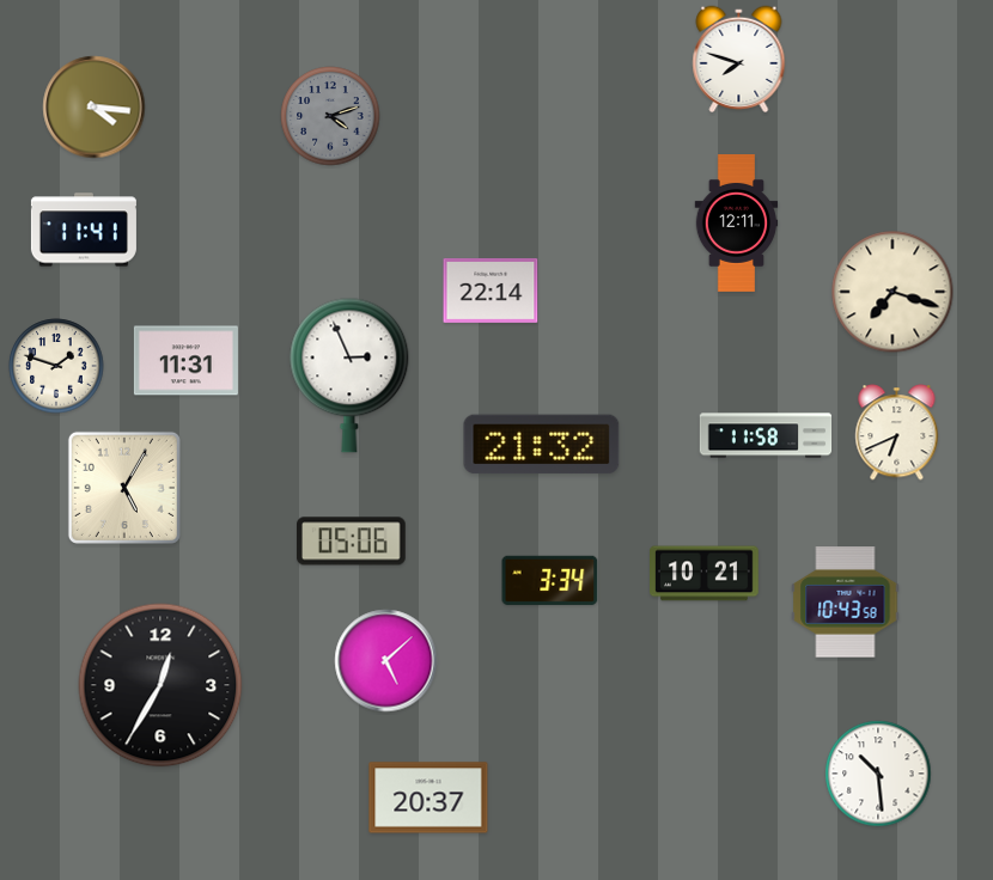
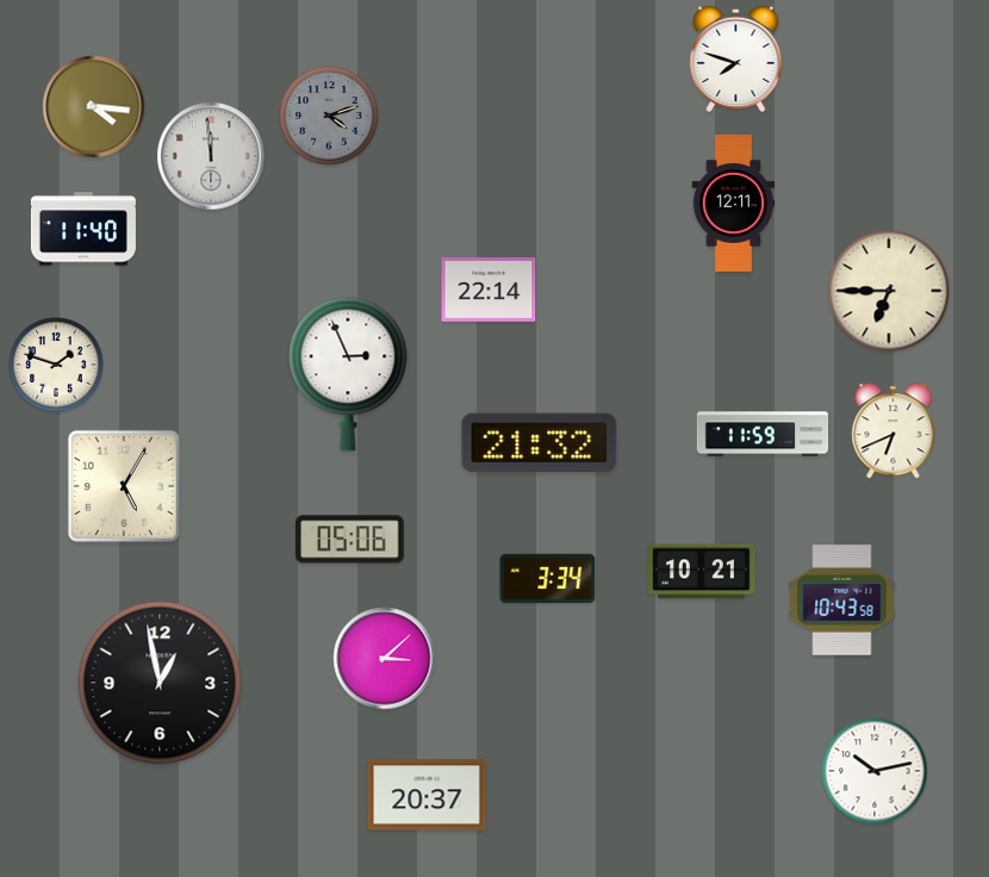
clock at (211, 156): none -> 11:59
clock at (737, 224) position: (737, 224) -> (734, 204)
clock at (84, 230): 11:41 -> 11:40
clock at (893, 292): 7:18 -> 6:45
clock at (185, 361): 11:31 -> none
clock at (766, 435): 11:58 -> 11:59
clock at (386, 661): 5:08 -> 3:08
clock at (160, 685): 12:35 -> 12:58
clock at (878, 774): 10:29 -> 10:13
